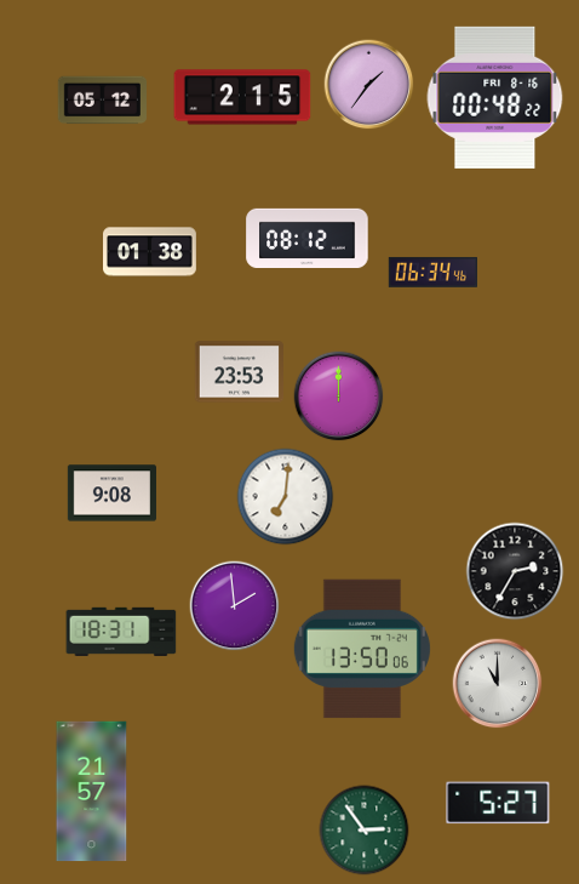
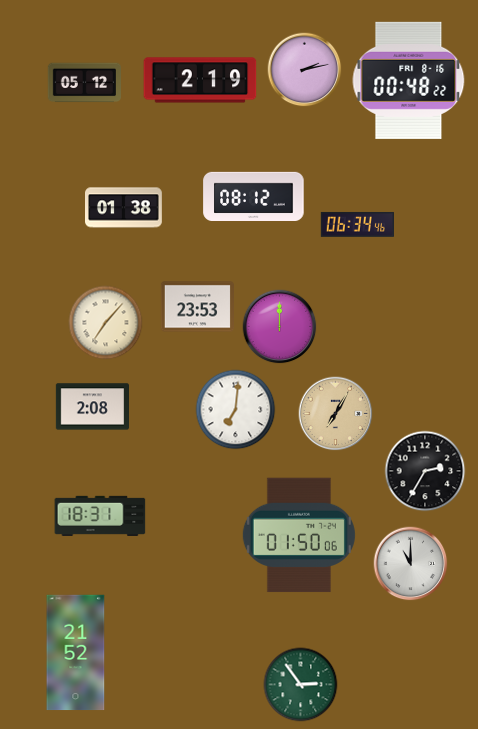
clock at (369, 85): 1:36 -> 2:13
clock at (242, 97): 2:15 -> 2:19
clock at (106, 323): none -> 7:07
clock at (111, 494): 9:08 -> 2:08
clock at (336, 414): none -> 7:05
clock at (235, 606): 1:59 -> none
clock at (121, 632) position: (121, 632) -> (100, 516)
clock at (362, 649): 13:50 -> 01:50
clock at (92, 792): 21:57 -> 21:52
clock at (498, 803): 5:27 -> none
